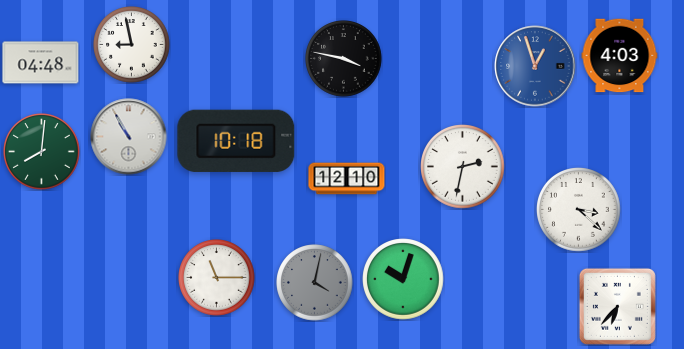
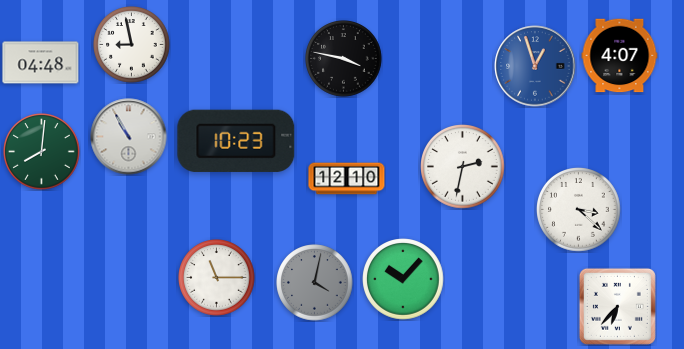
clock at (620, 56): 4:03 -> 4:07
clock at (236, 141): 10:18 -> 10:23
clock at (403, 279): 10:03 -> 10:07
